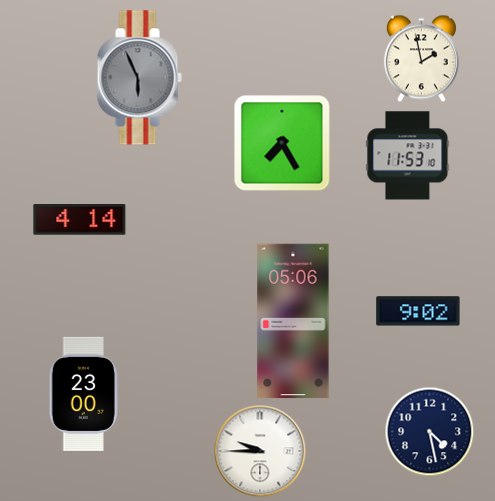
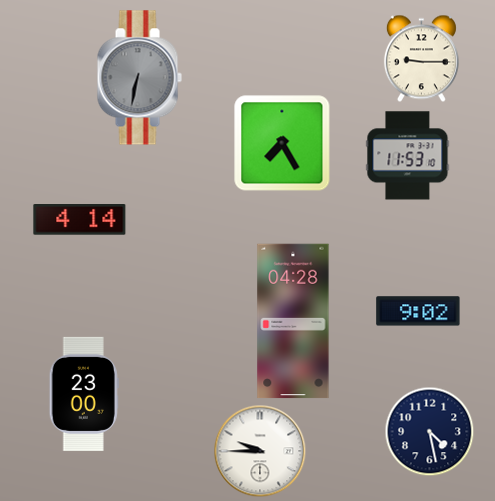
clock at (421, 58): 1:58 -> 9:15
clock at (139, 78): 5:56 -> 6:32
clock at (293, 321): 05:06 -> 04:28
